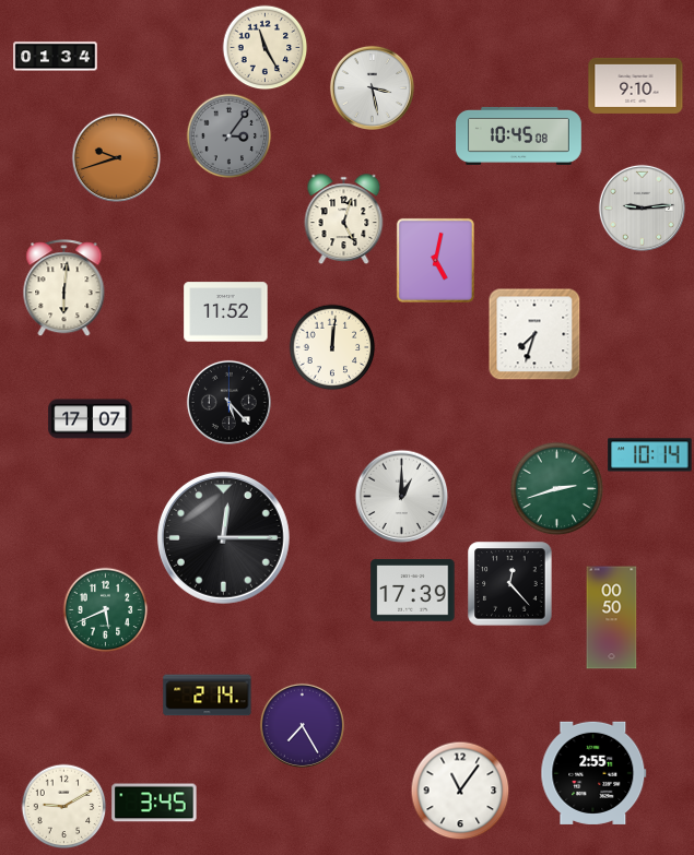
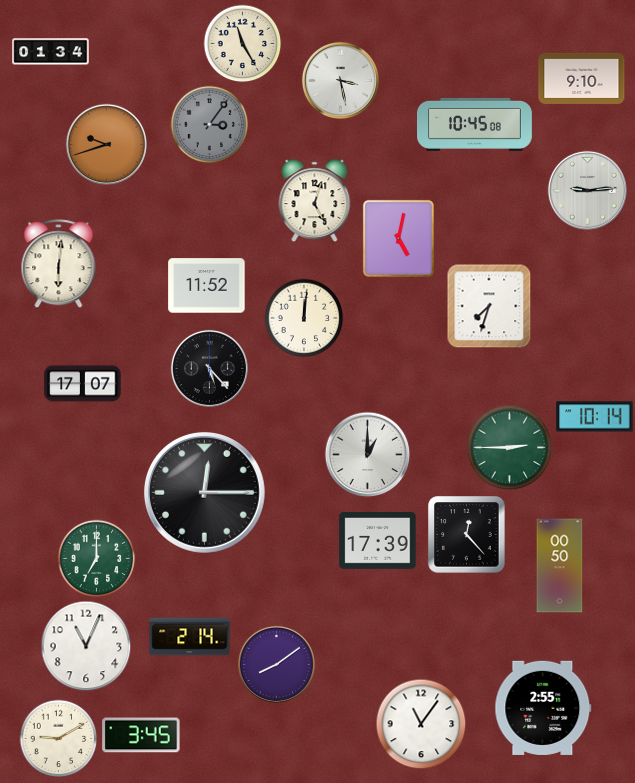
clock at (556, 488): 2:42 -> 2:45
clock at (105, 609): 5:41 -> 7:00
clock at (86, 646): none -> 11:04
clock at (302, 725): 7:25 -> 8:09
